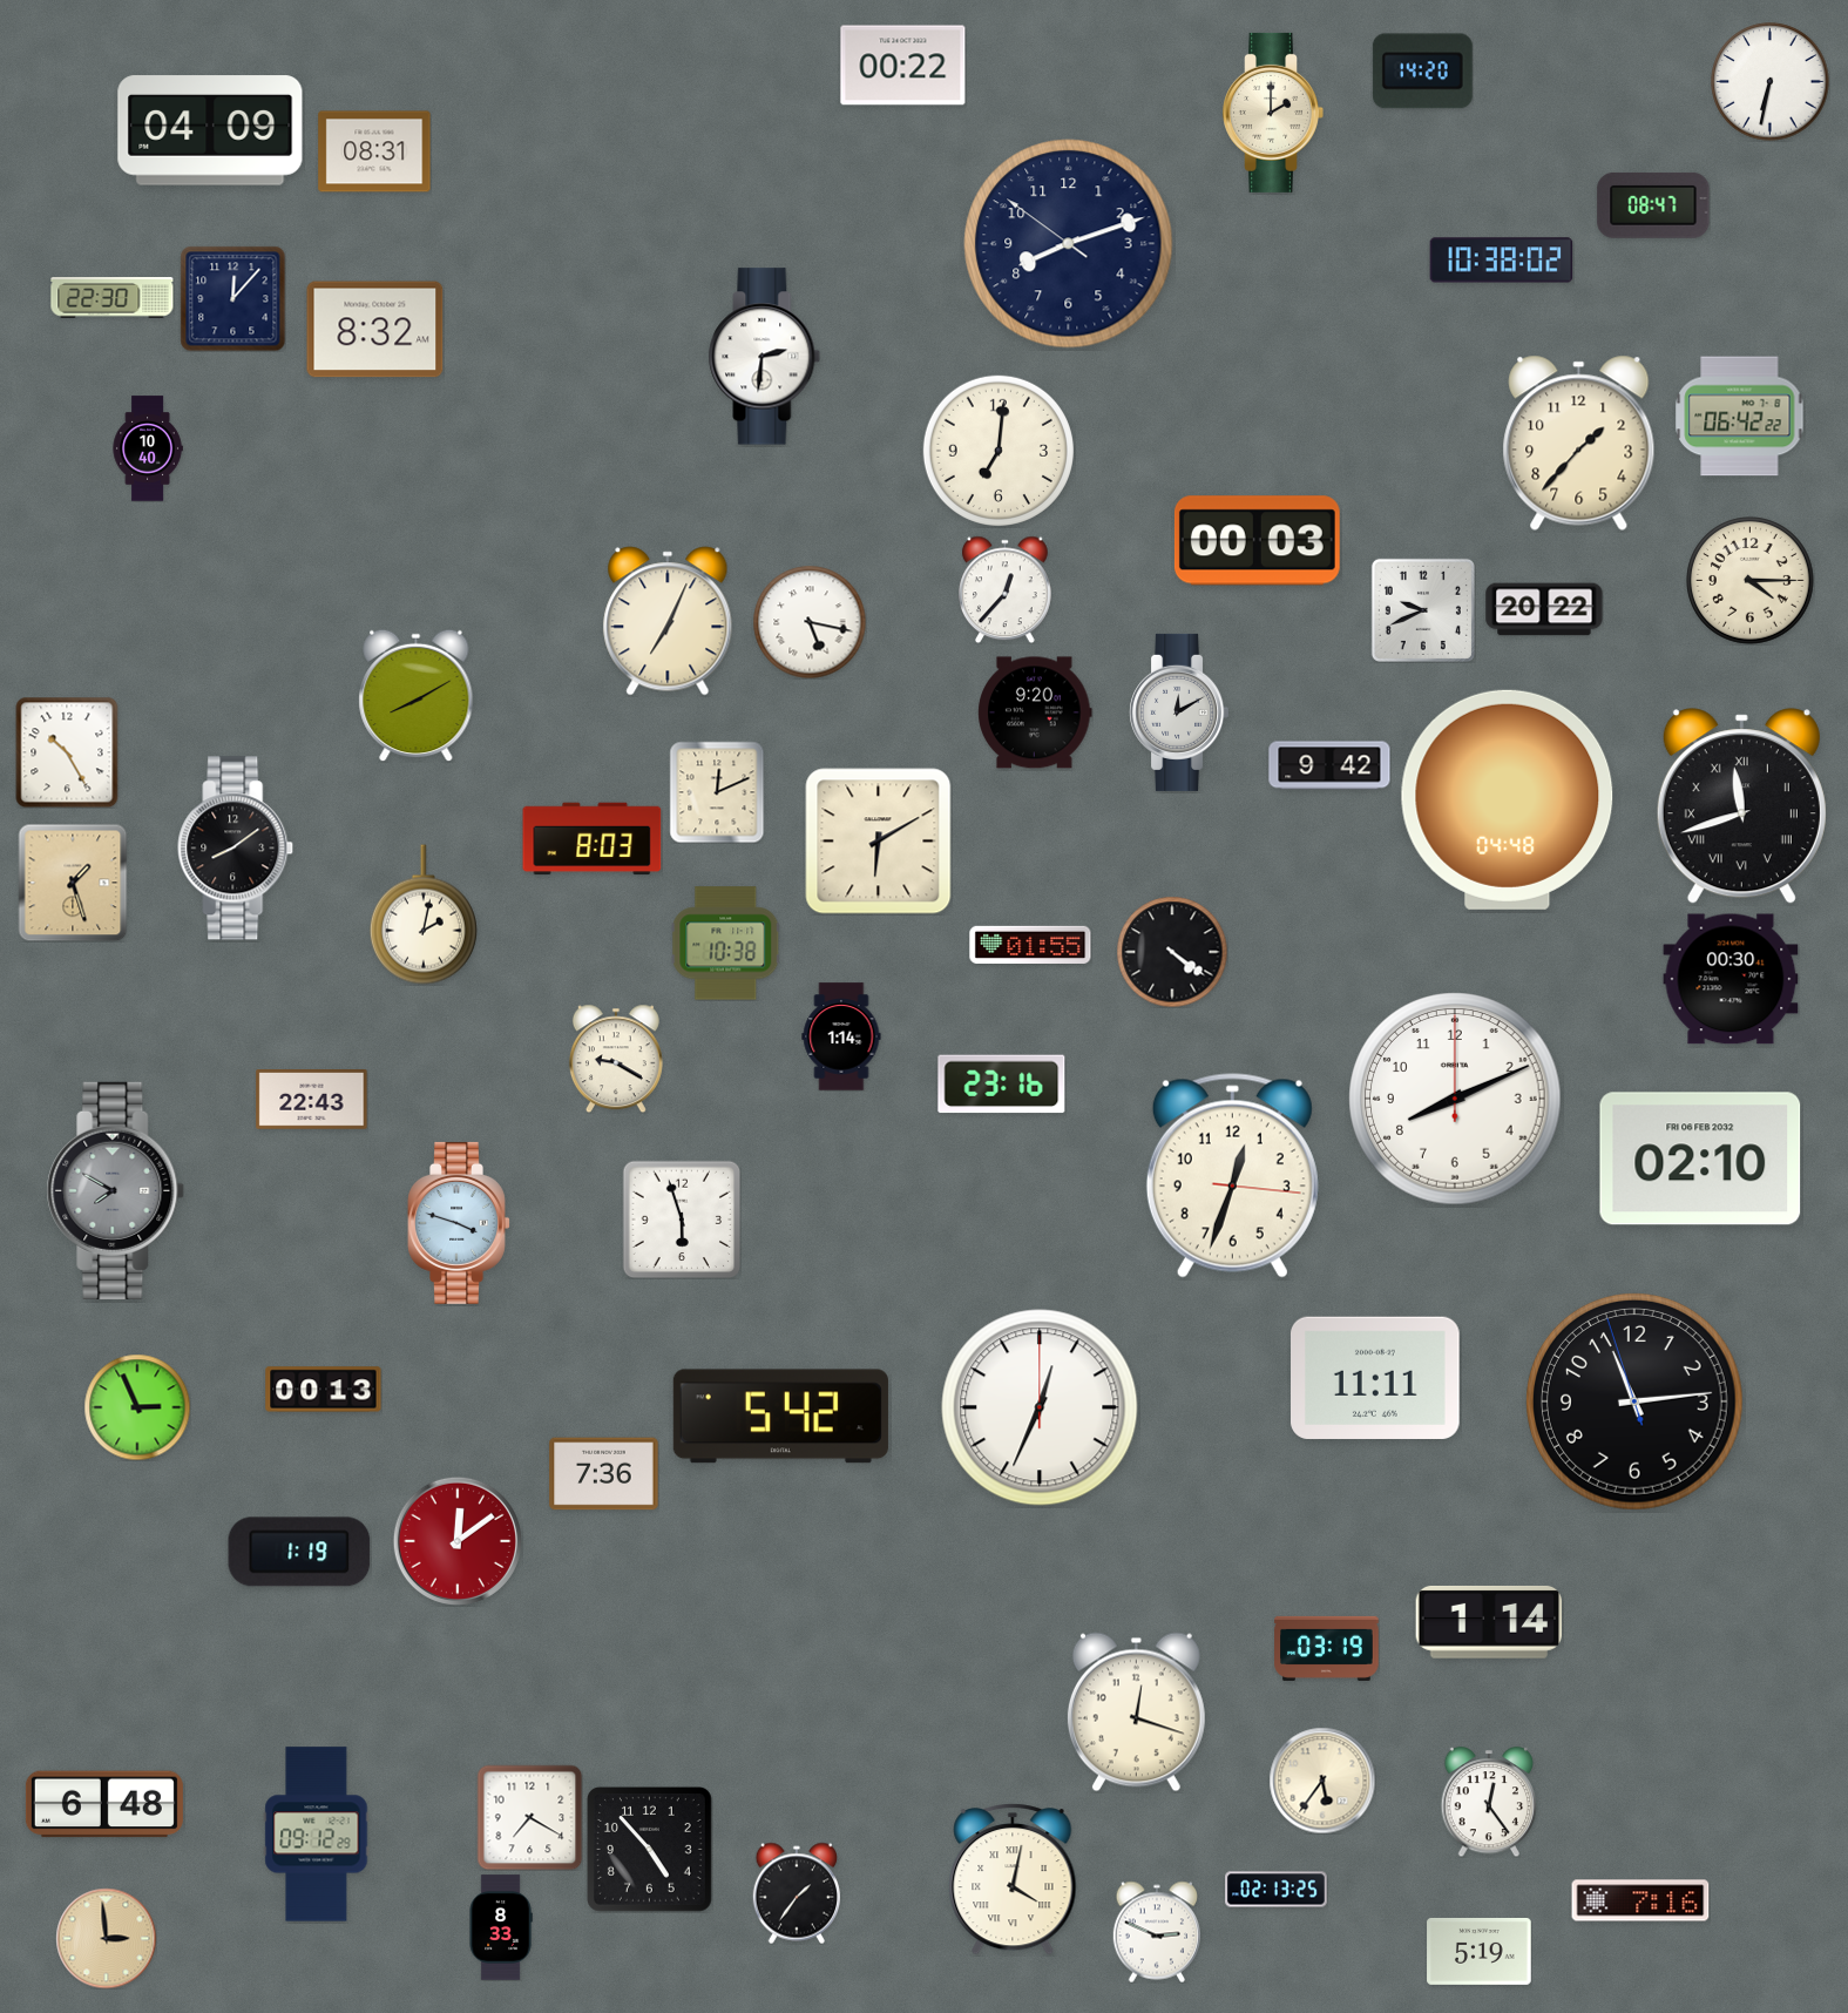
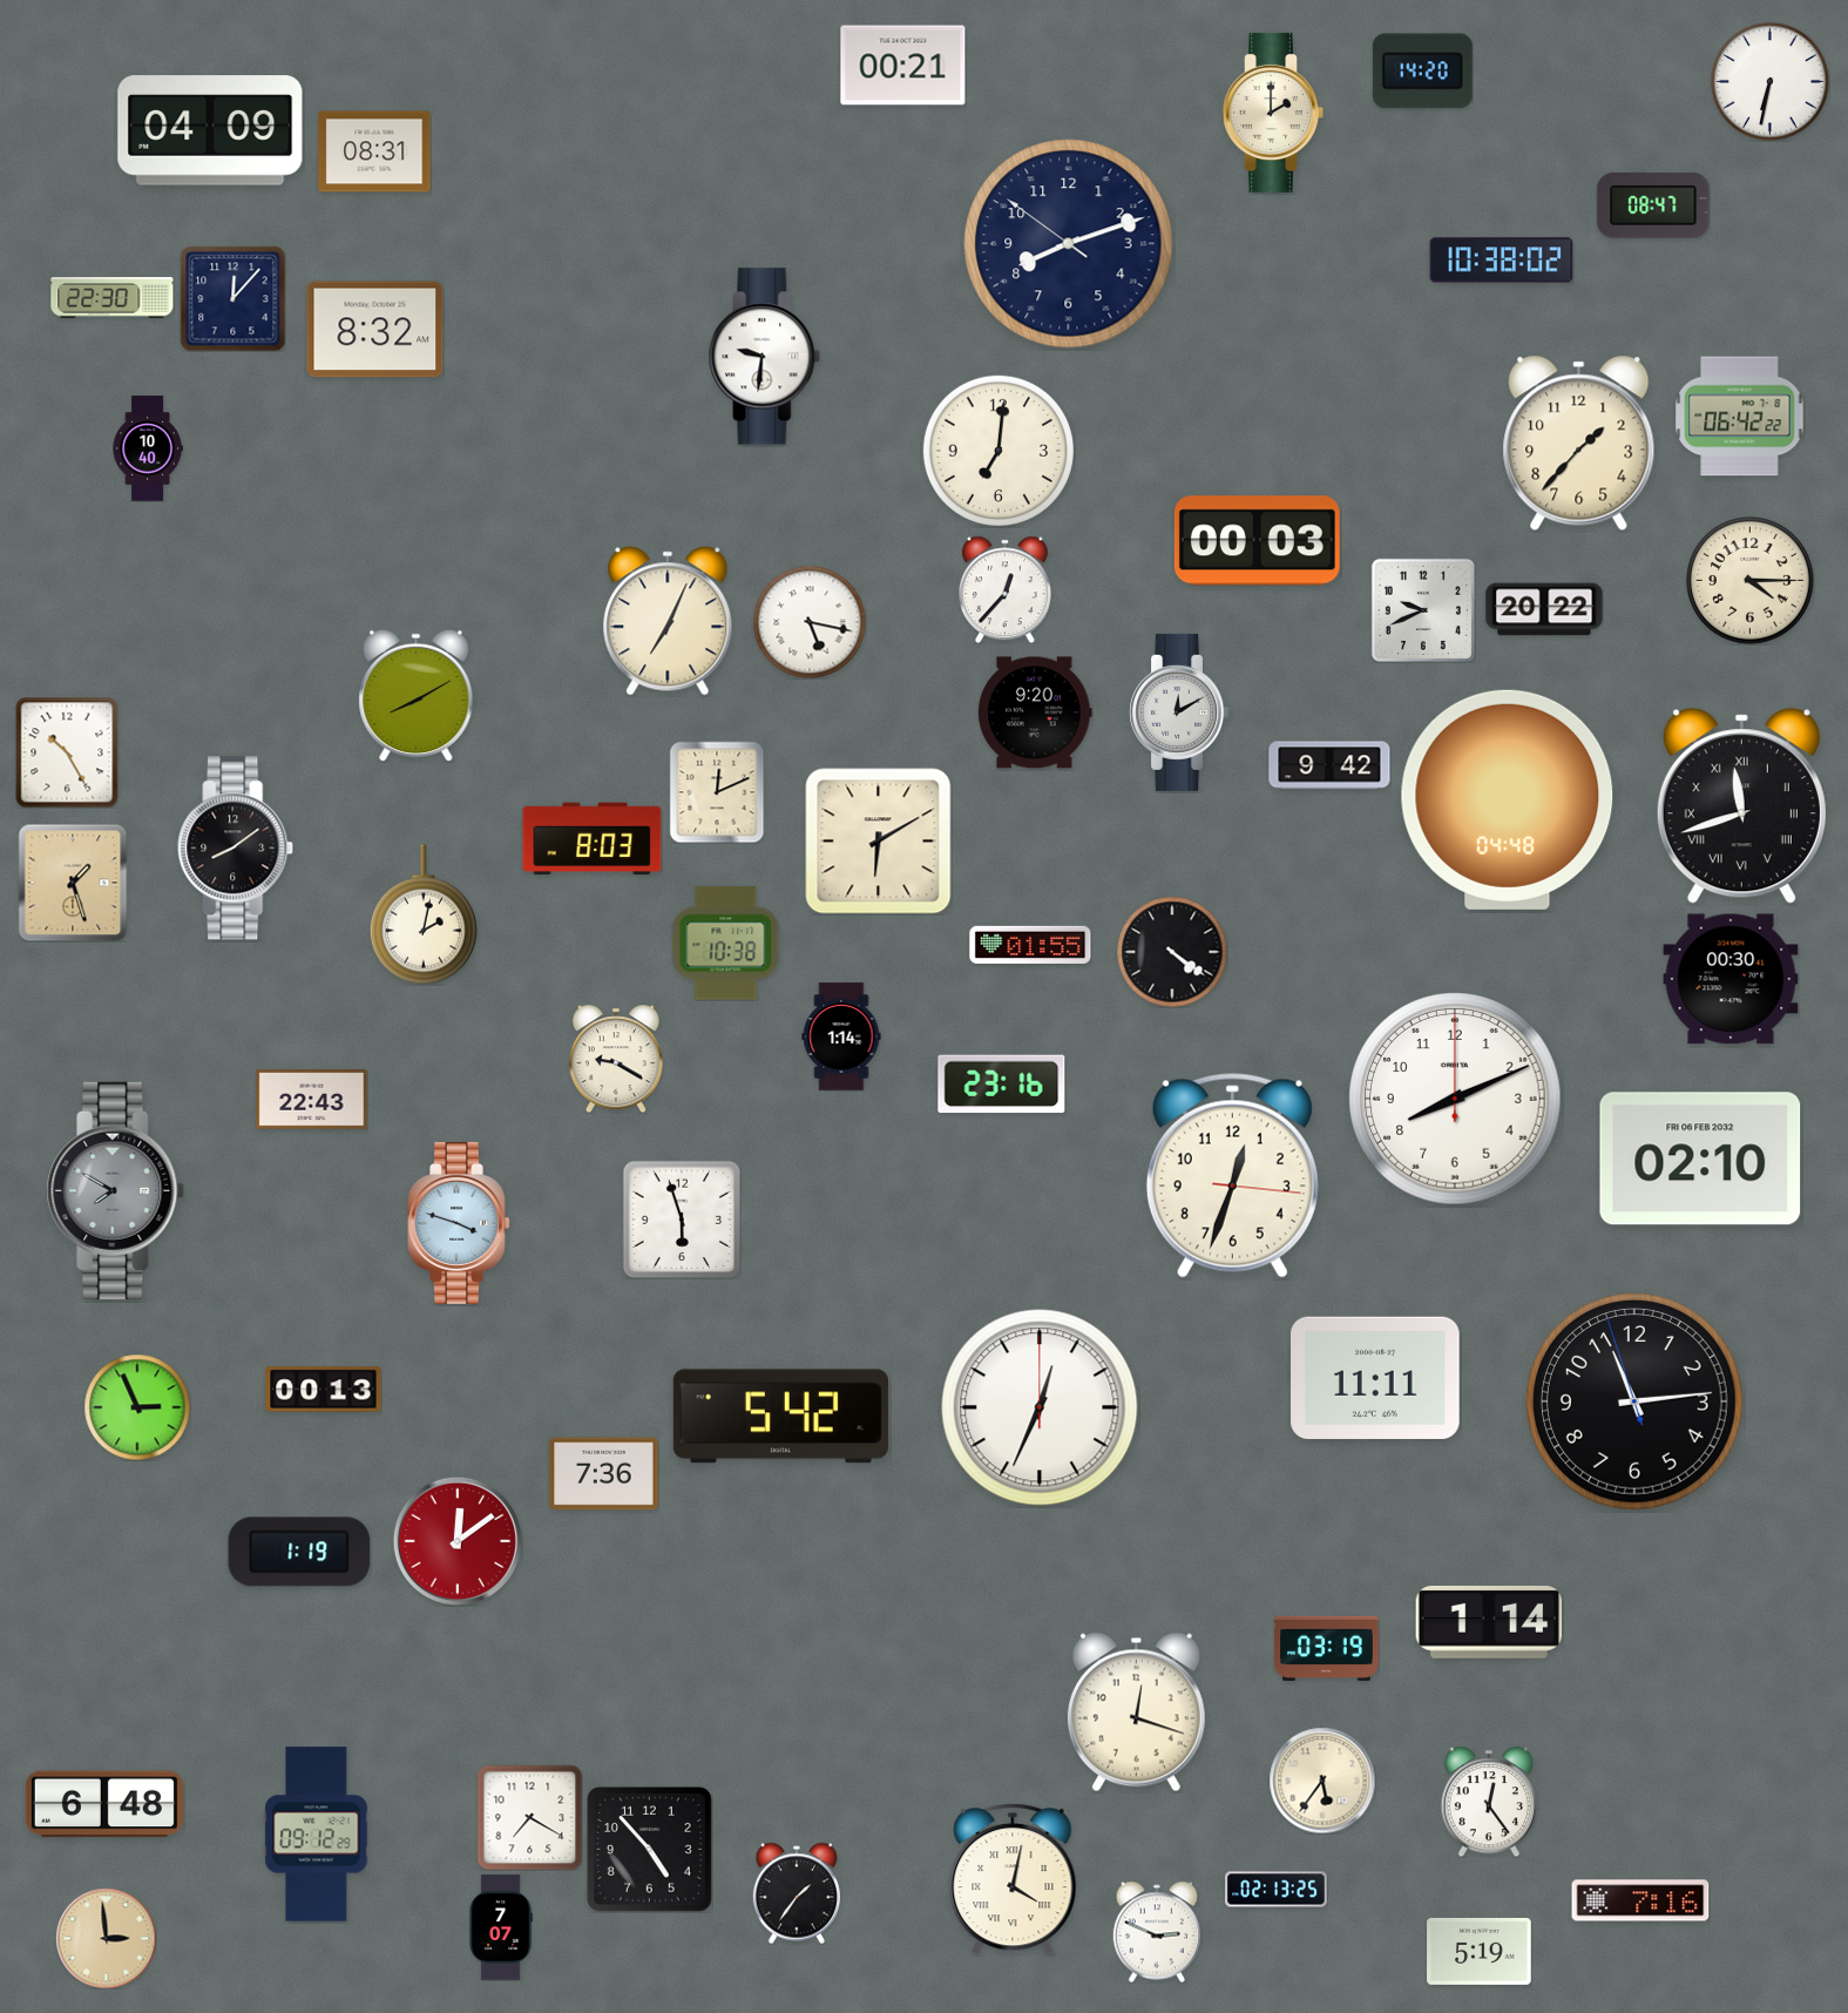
clock at (903, 66): 00:22 -> 00:21
clock at (765, 357): 2:31 -> 9:31
clock at (501, 1927): 8:33 -> 7:07
